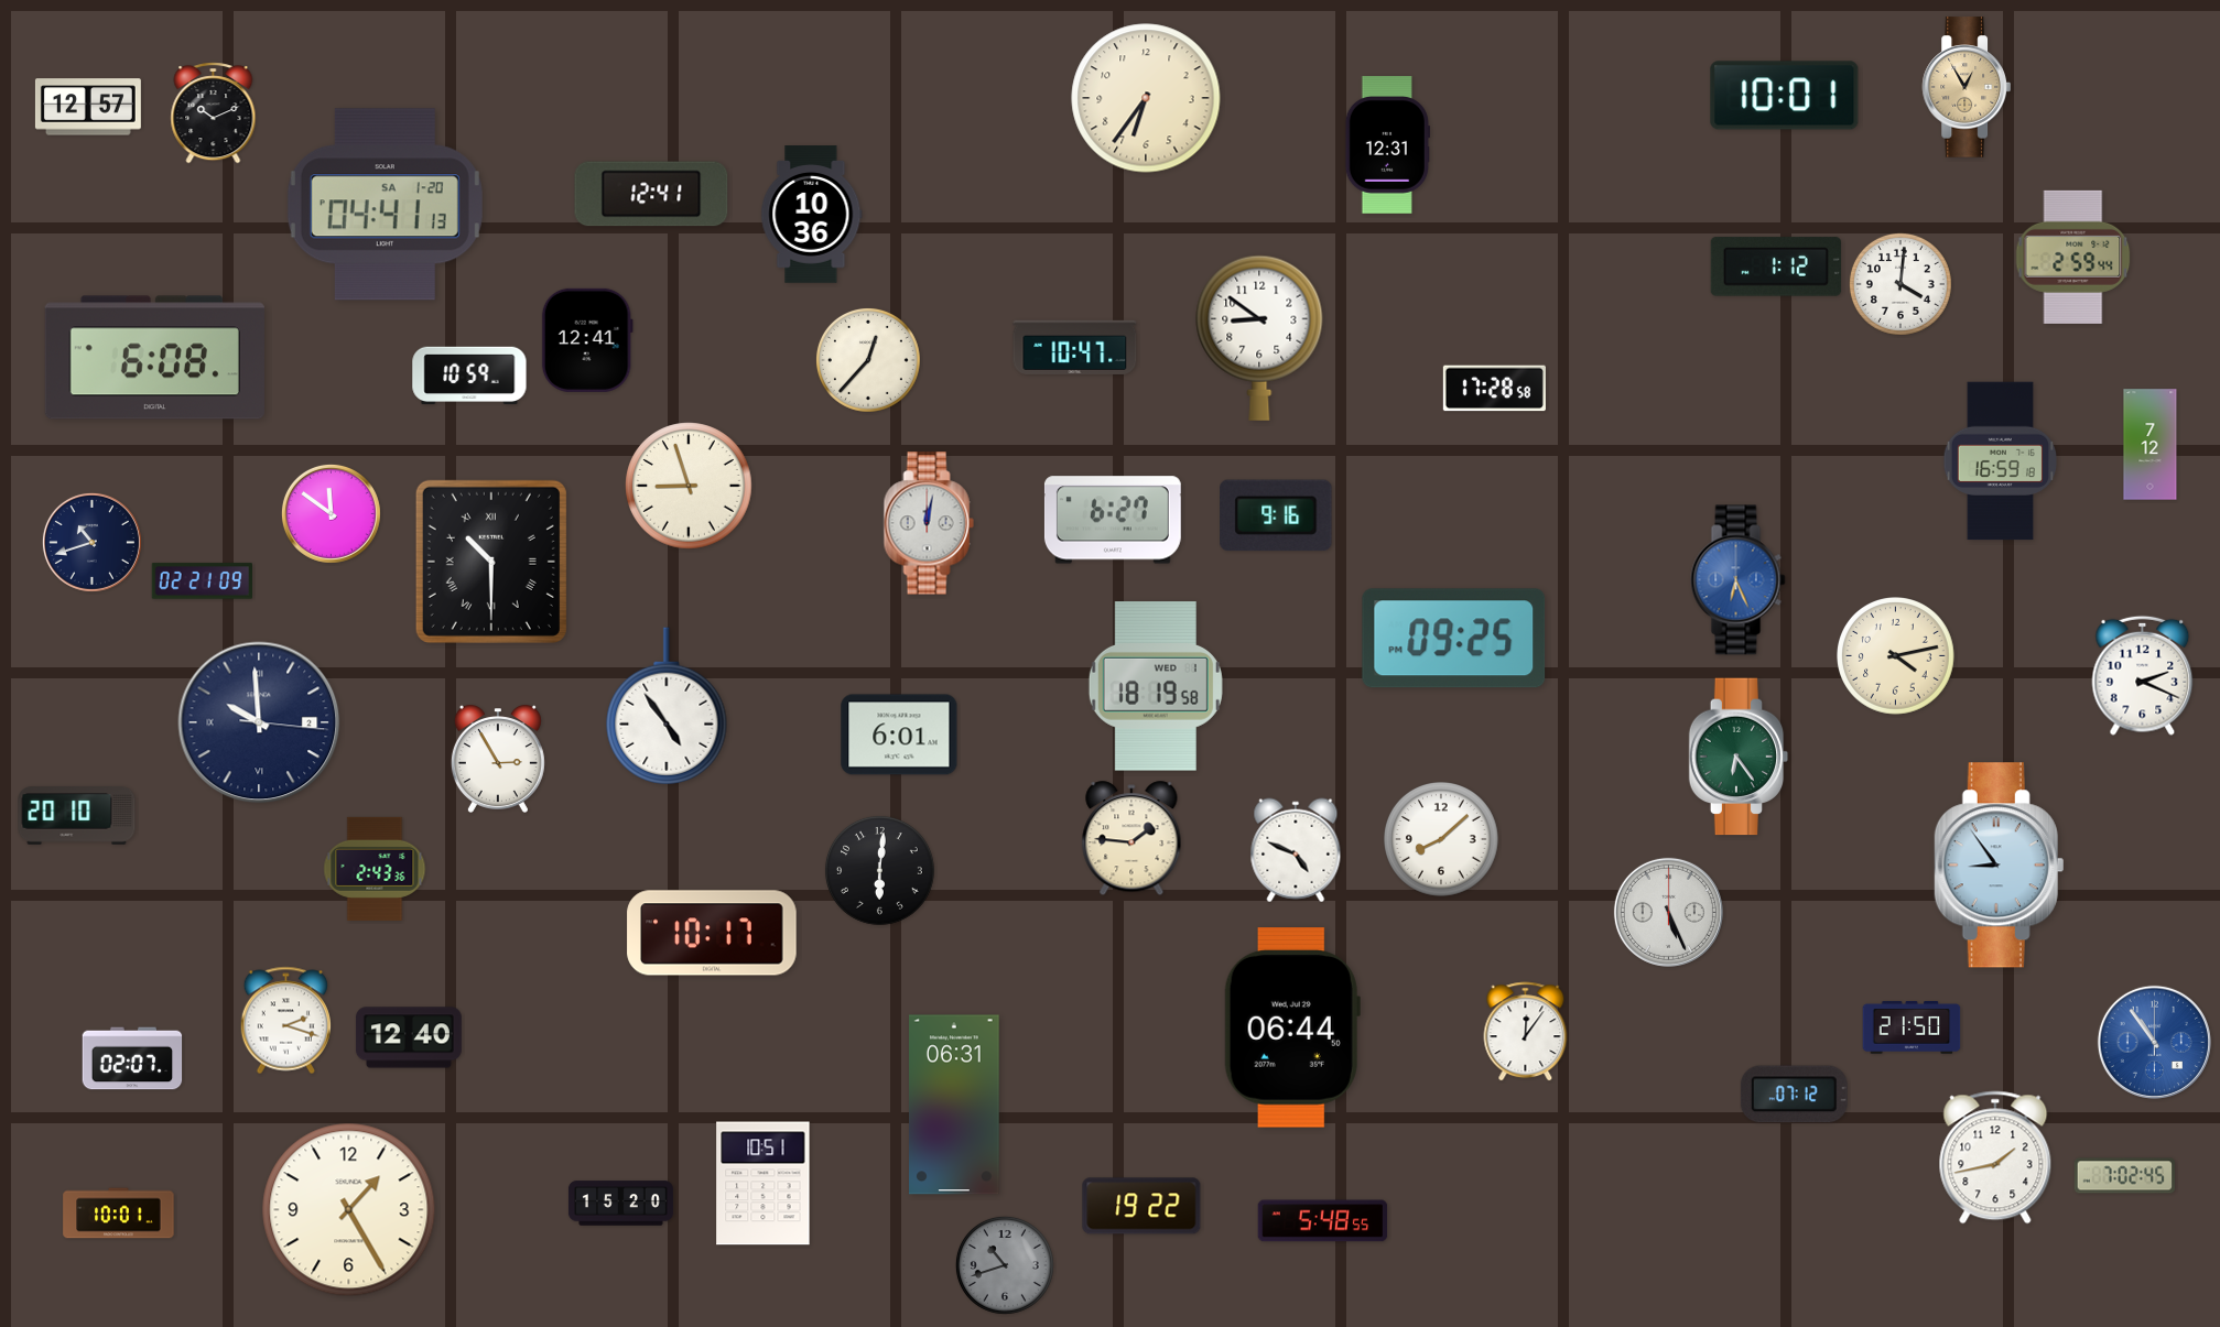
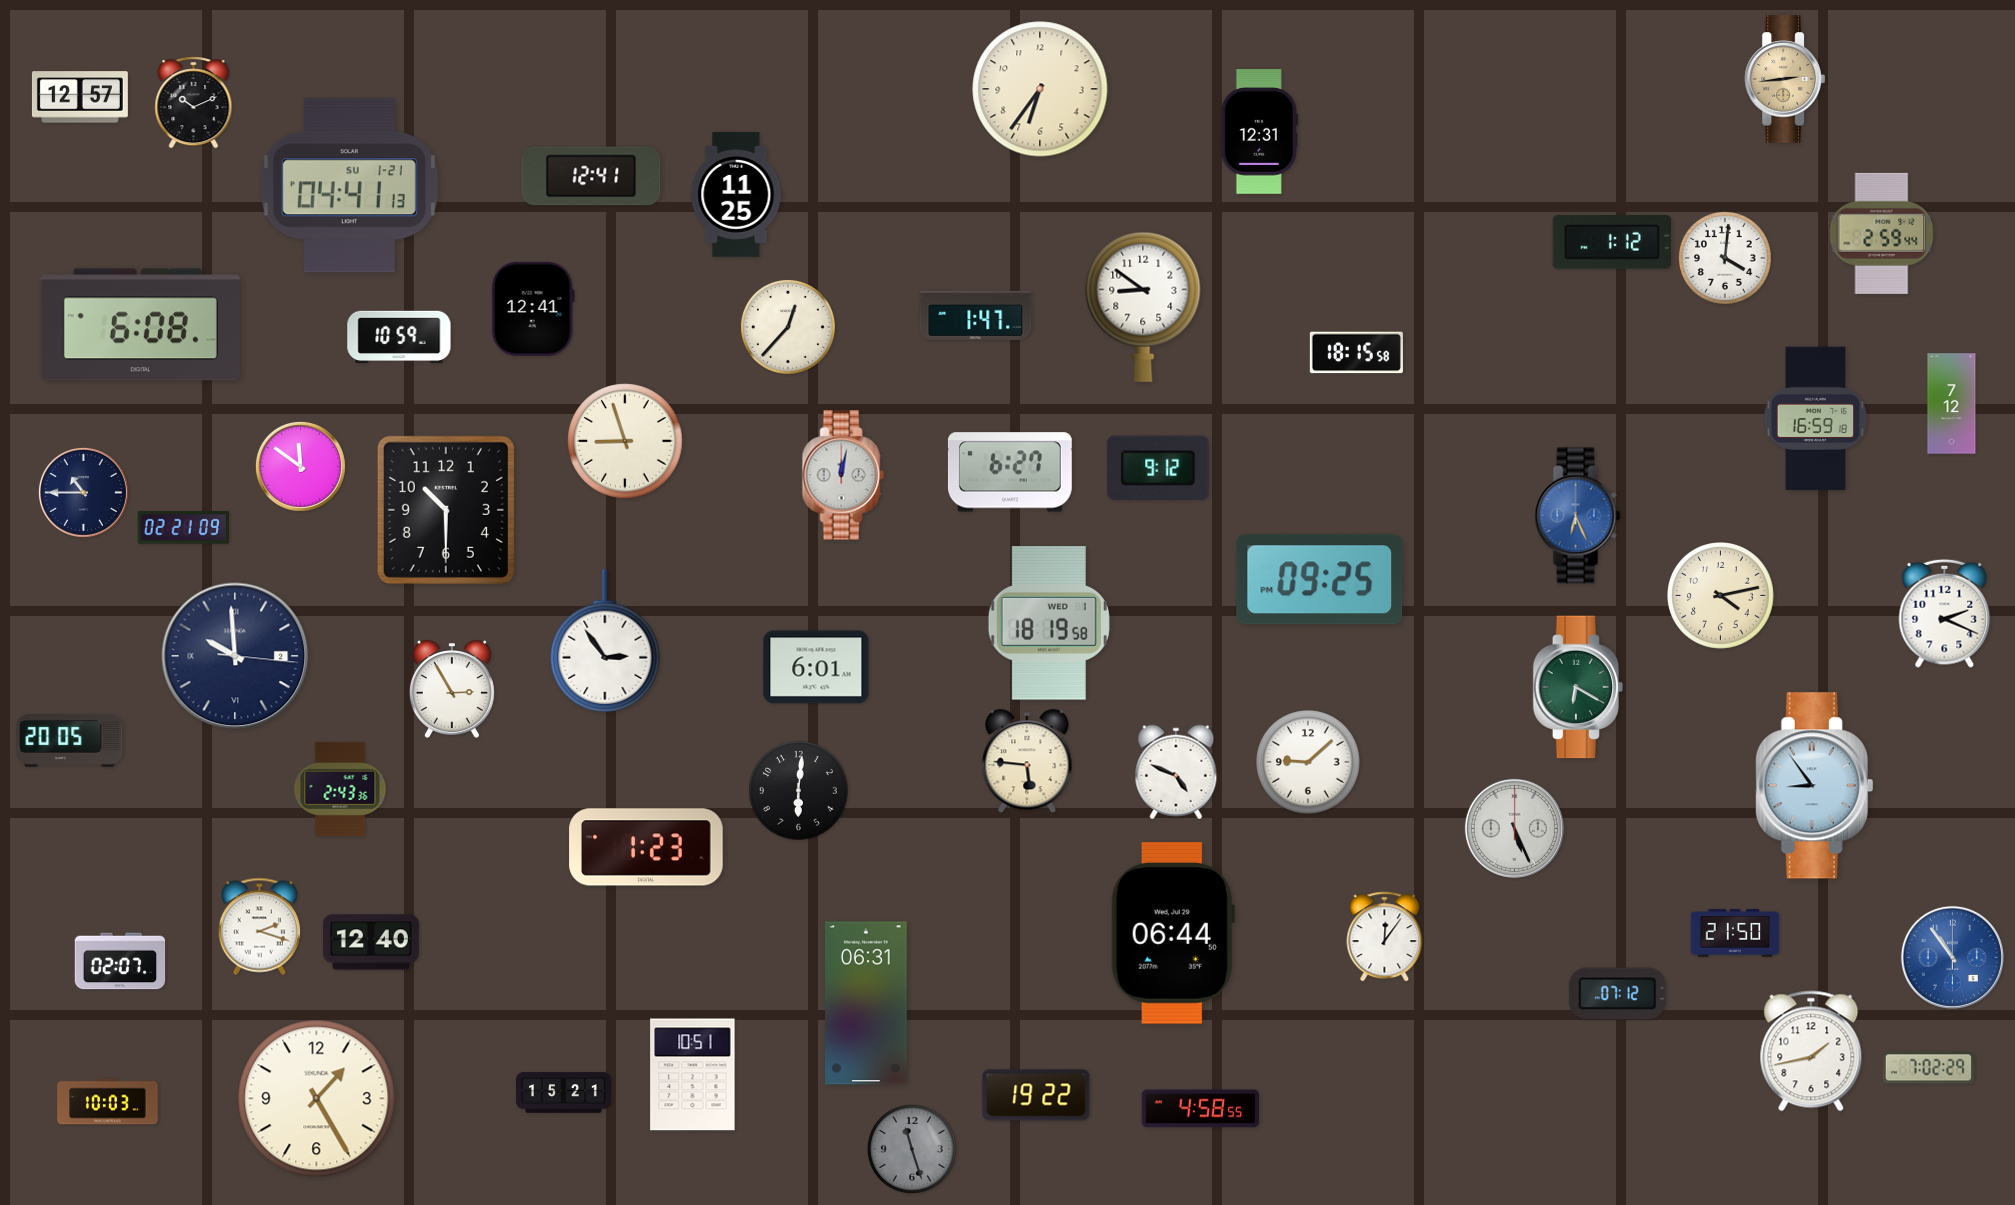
clock at (1967, 87): 12:55 -> 2:44
clock at (1785, 96): 10:01 -> none
clock at (385, 205) date: SA 1-20 -> SU 1-21
clock at (812, 215): 10:36 -> 11:25
clock at (1075, 347): 10:47 -> 1:47
clock at (469, 376) position: (469, 376) -> (399, 337)
clock at (1494, 389): 17:28 -> 18:15
clock at (1276, 515): 9:16 -> 9:12
clock at (91, 542): 10:42 -> 10:45
clock at (491, 562) numerals: Roman -> Arabic
clock at (1739, 580) position: (1739, 580) -> (1578, 516)
clock at (667, 706): 4:54 -> 2:54
clock at (1739, 757): 6:24 -> 6:20
clock at (77, 816): 20:10 -> 20:05
clock at (1131, 839): 1:46 -> 5:46
clock at (1442, 840): 8:08 -> 9:08
clock at (712, 933): 10:17 -> 1:23
clock at (2154, 1042) position: (2154, 1042) -> (1952, 957)
clock at (1794, 1095) position: (1794, 1095) -> (1617, 994)
clock at (2124, 1176): 7:02:45 -> 7:02:29
clock at (620, 1204): 15:20 -> 15:21
clock at (119, 1214): 10:01 -> 10:03
clock at (1323, 1221): 5:48 -> 4:58
clock at (1005, 1265): 10:42 -> 11:27
